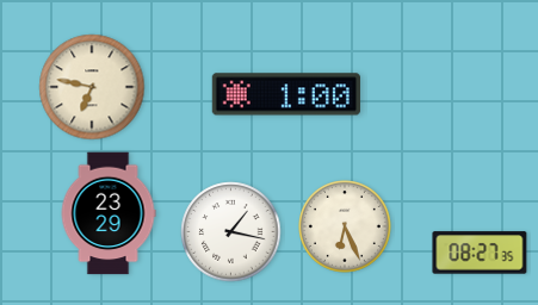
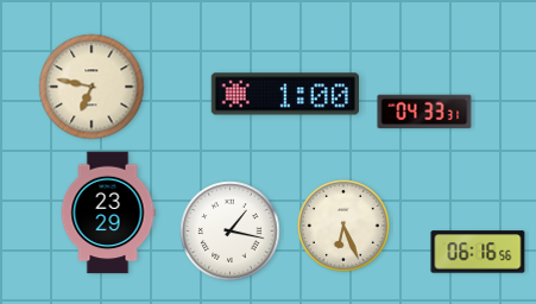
clock at (424, 112): none -> 04:33
clock at (480, 253): 08:27 -> 06:16
